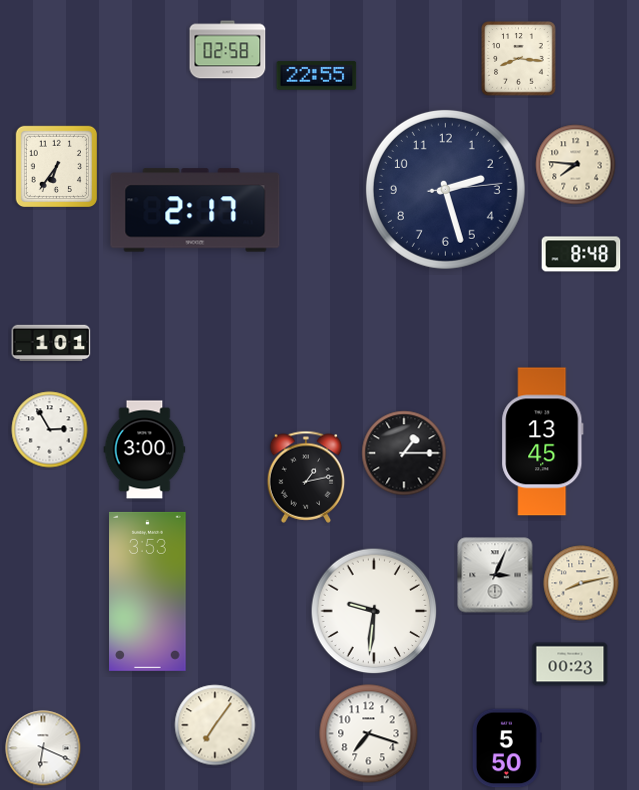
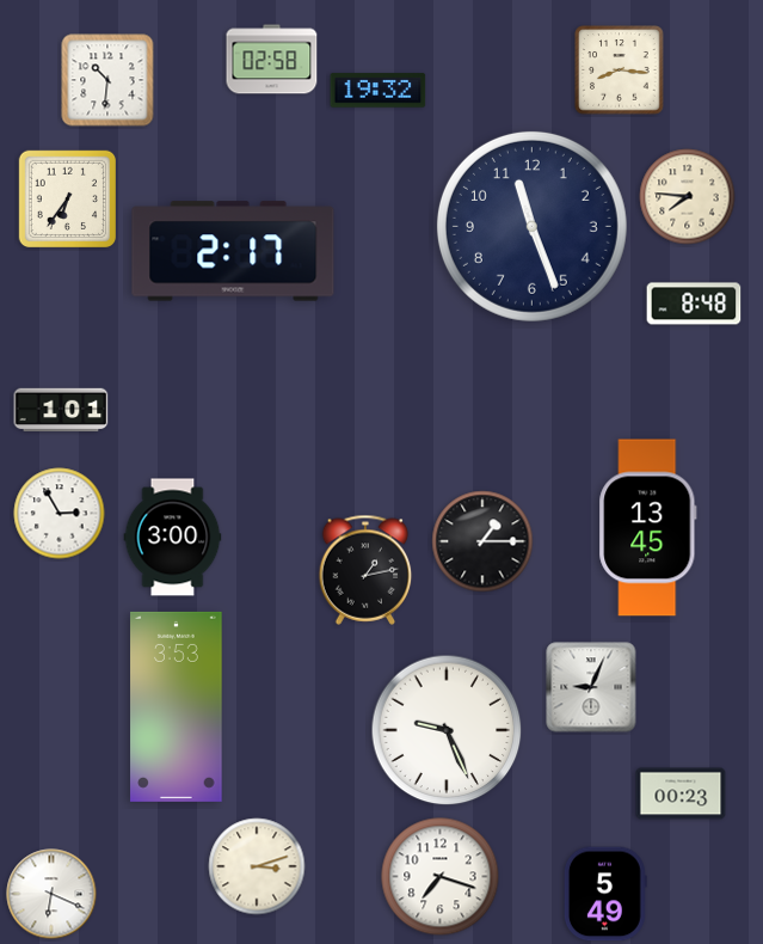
clock at (107, 80): none -> 10:31
clock at (317, 76): 22:55 -> 19:32
clock at (445, 189): 2:27 -> 11:26
clock at (495, 575): 3:04 -> 9:04
clock at (581, 583): 8:13 -> none
clock at (374, 611): 9:31 -> 9:26
clock at (215, 725): 7:06 -> 3:12
clock at (507, 748): 5:50 -> 5:49
